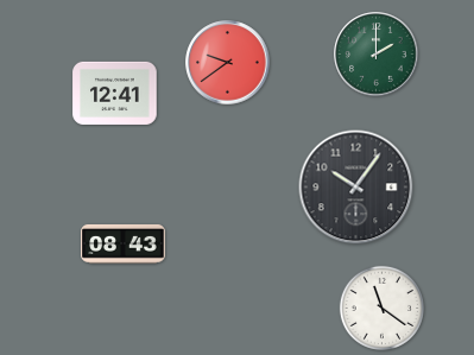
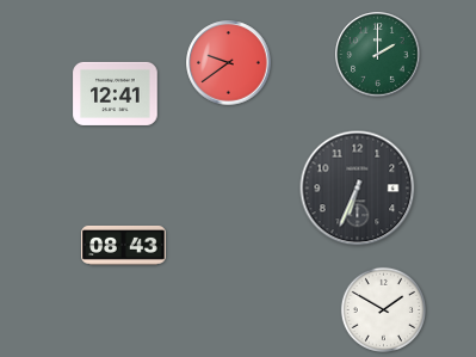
clock at (356, 188): 10:06 -> 6:34
clock at (381, 308): 11:21 -> 1:50
